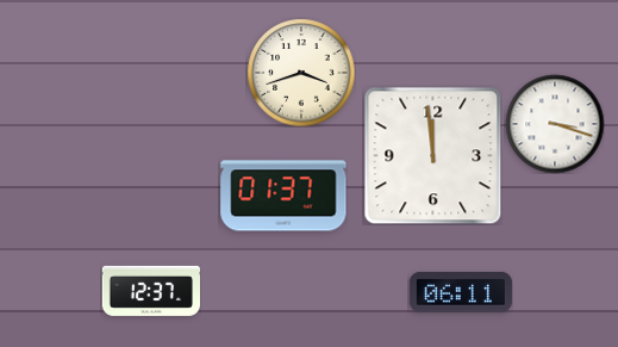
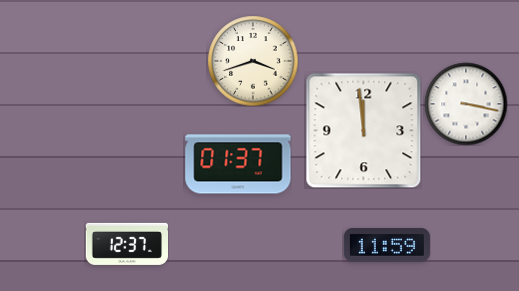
clock at (555, 124): 3:18 -> 3:17
clock at (461, 292): 06:11 -> 11:59
